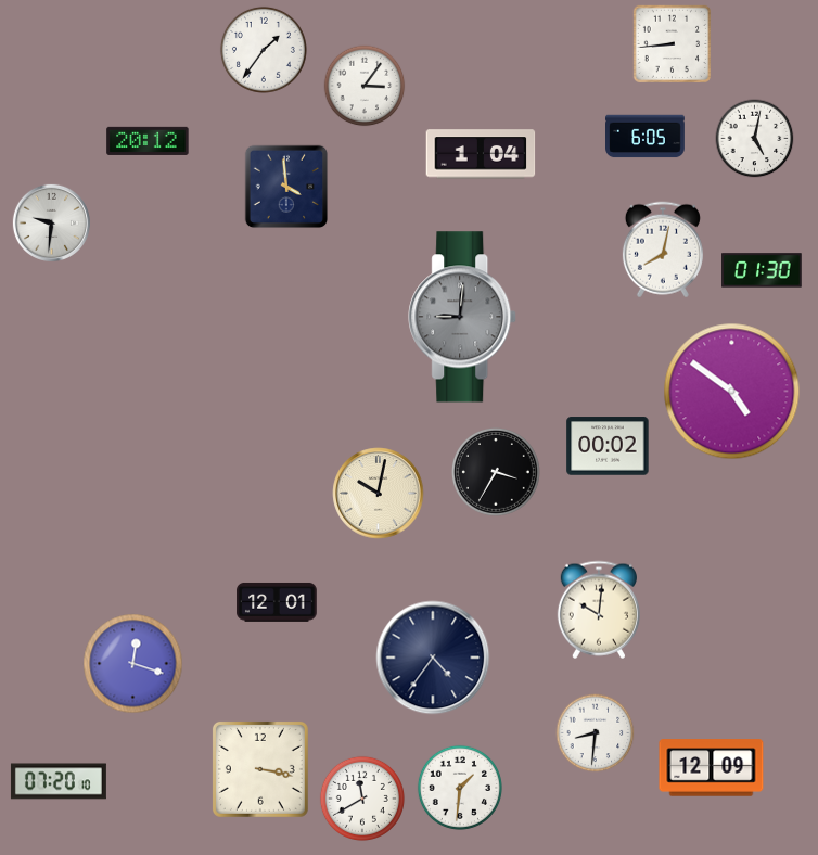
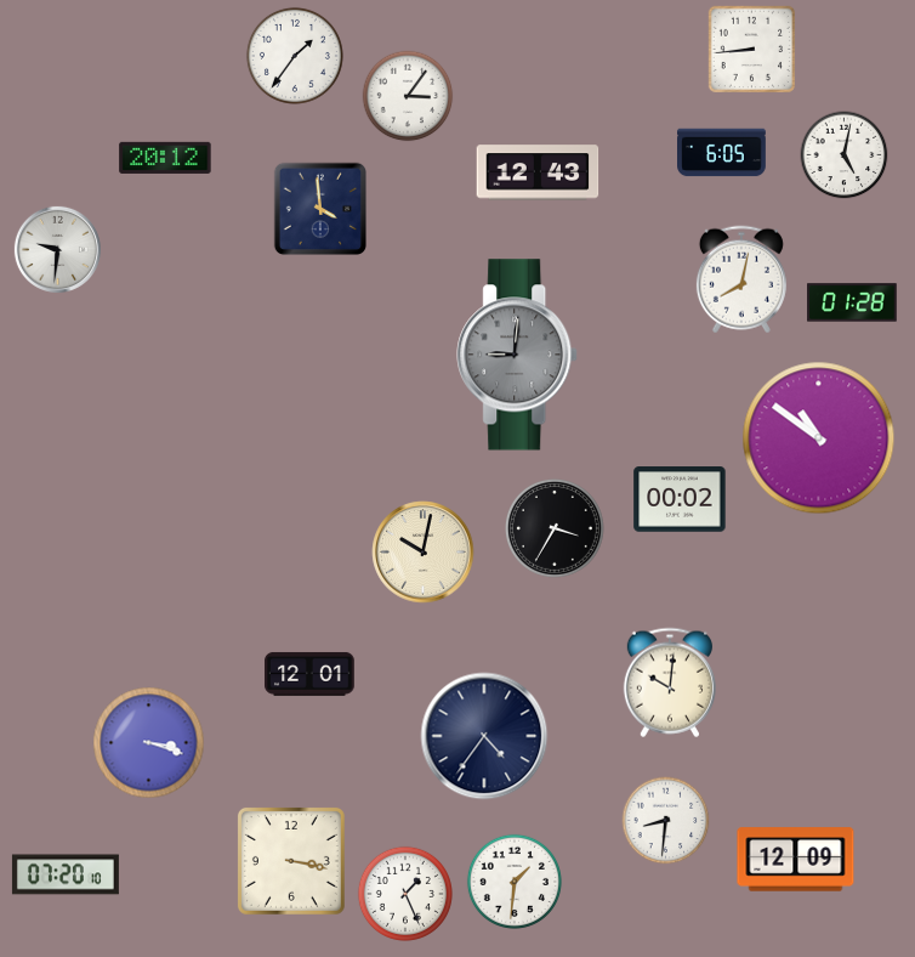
clock at (481, 154): 1:04 -> 12:43
clock at (762, 270): 01:30 -> 01:28
clock at (732, 392): 4:51 -> 10:51
clock at (133, 664): 12:18 -> 3:18
clock at (362, 799): 11:40 -> 1:26
